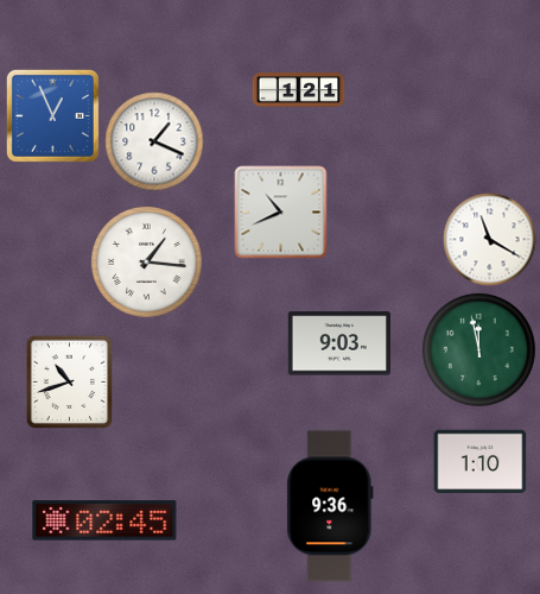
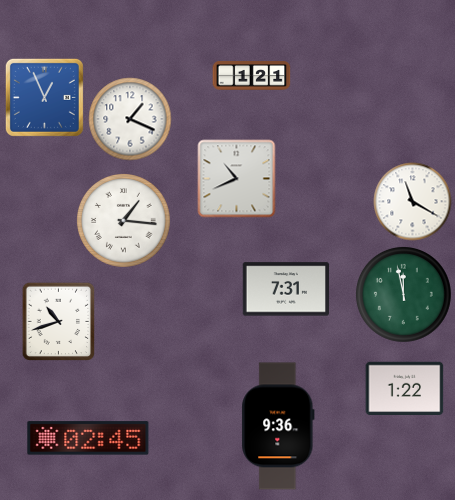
clock at (338, 343): 9:03 -> 7:31
clock at (479, 461): 1:10 -> 1:22
